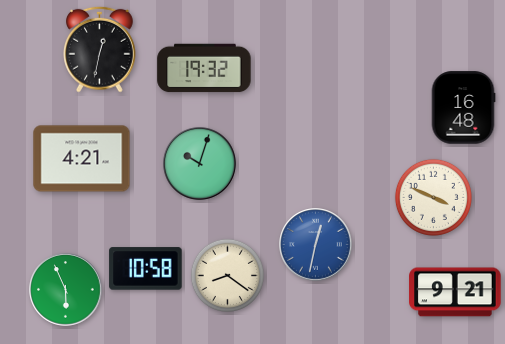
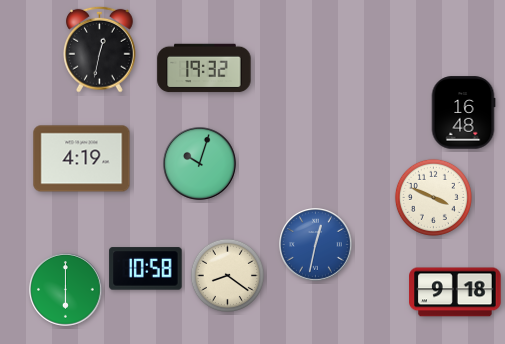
clock at (463, 108) position: (463, 108) -> (463, 113)
clock at (82, 159): 4:21 -> 4:19
clock at (66, 290): 5:56 -> 6:00
clock at (455, 292): 9:21 -> 9:18
